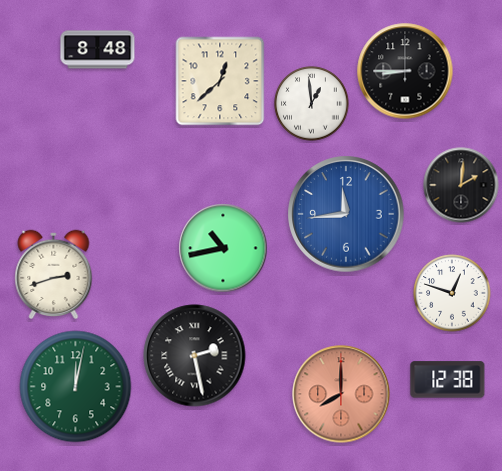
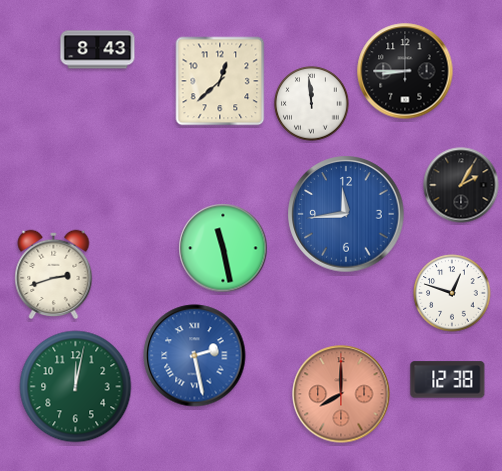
clock at (98, 50): 8:48 -> 8:43
clock at (312, 104): 12:59 -> 11:59
clock at (461, 185): 2:01 -> 2:05
clock at (223, 248): 10:43 -> 11:28
clock at (195, 356) dial: black -> blue
